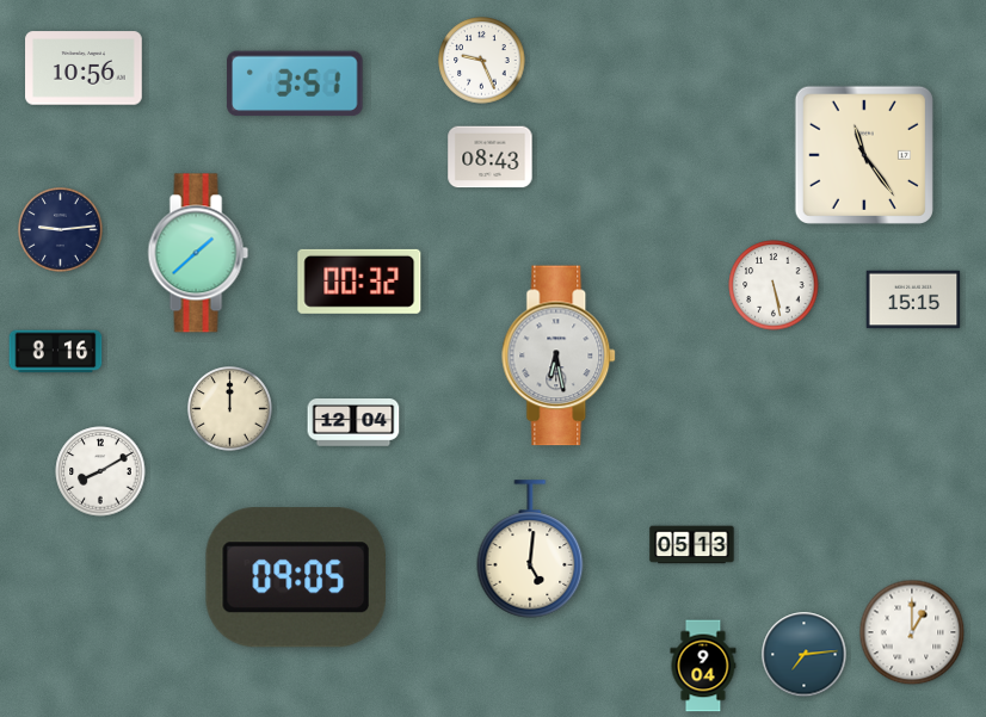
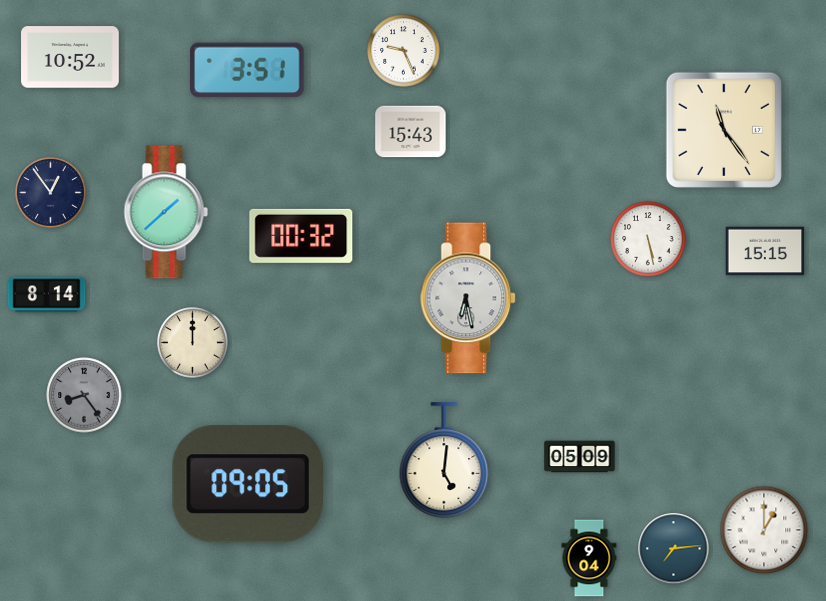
clock at (84, 68): 10:56 -> 10:52
clock at (491, 157): 08:43 -> 15:43
clock at (61, 230): 9:14 -> 12:54
clock at (56, 352): 8:16 -> 8:14
clock at (353, 424): 12:04 -> none
clock at (100, 471): 8:10 -> 8:24
clock at (100, 471) dial: white -> grey
clock at (692, 545): 05:13 -> 05:09
